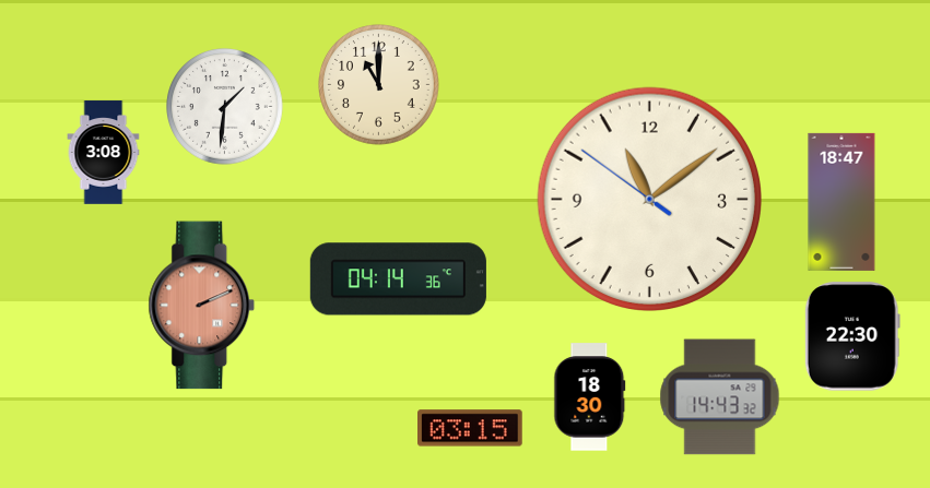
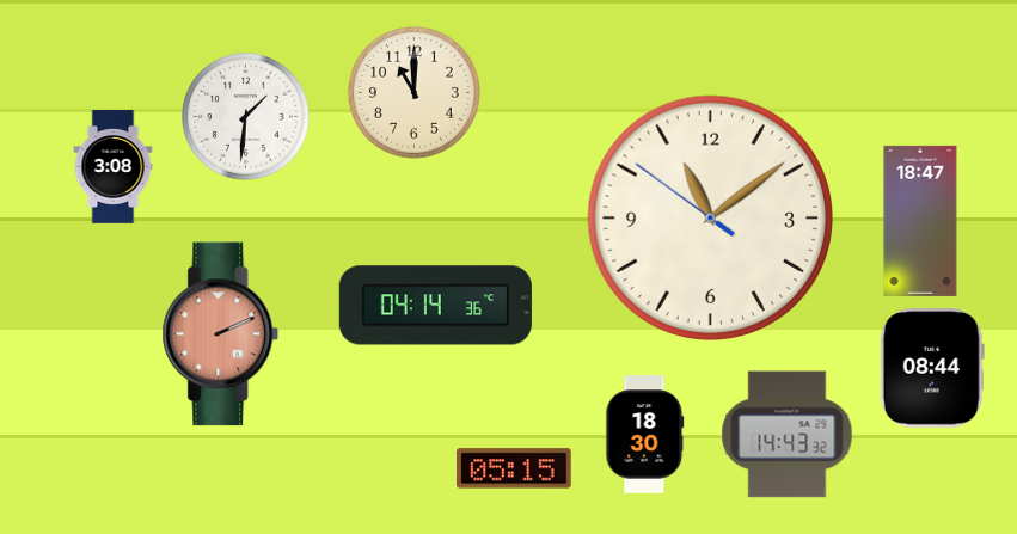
clock at (852, 336): 22:30 -> 08:44
clock at (471, 428): 03:15 -> 05:15
